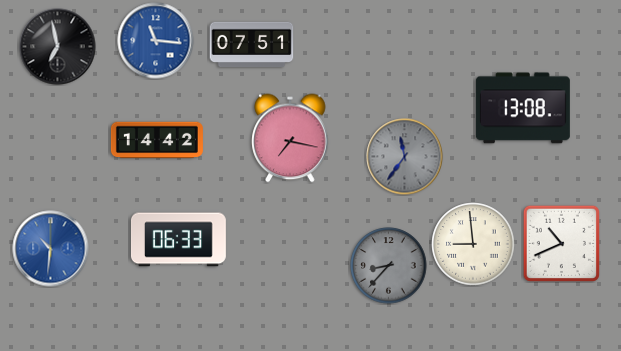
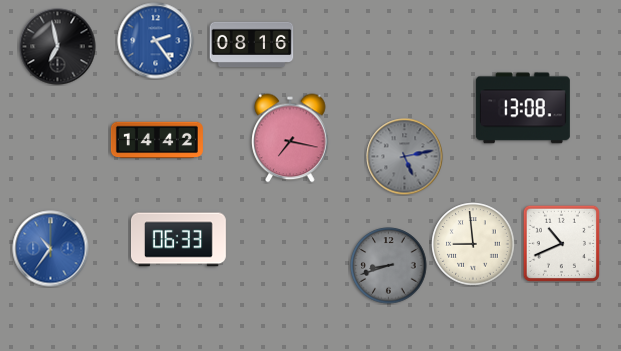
clock at (156, 41): 11:16 -> 2:24
clock at (252, 44): 07:51 -> 08:16
clock at (405, 157): 11:36 -> 5:13
clock at (51, 249): 10:31 -> 10:36
clock at (389, 266): 8:37 -> 8:42
